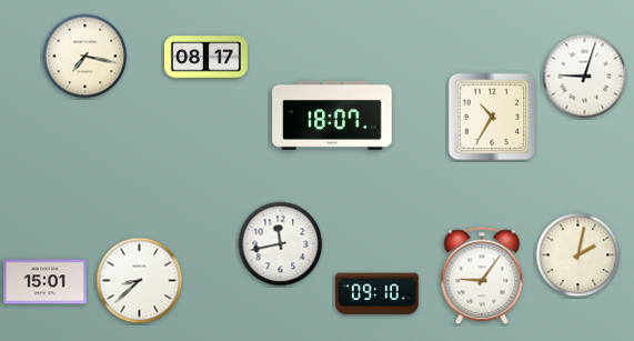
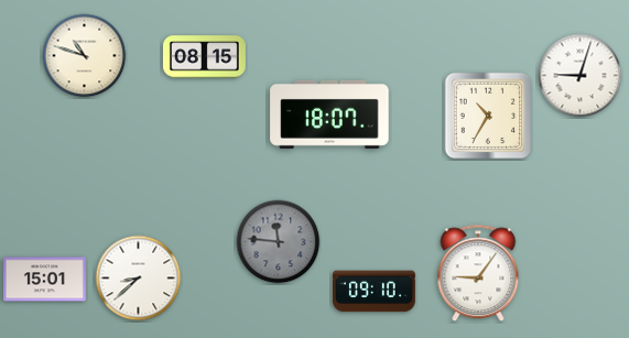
clock at (85, 57): 7:17 -> 10:48
clock at (205, 58): 08:17 -> 08:15
clock at (281, 244): 11:43 -> 11:46
clock at (281, 244) dial: white -> grey
clock at (578, 255): 2:02 -> none
